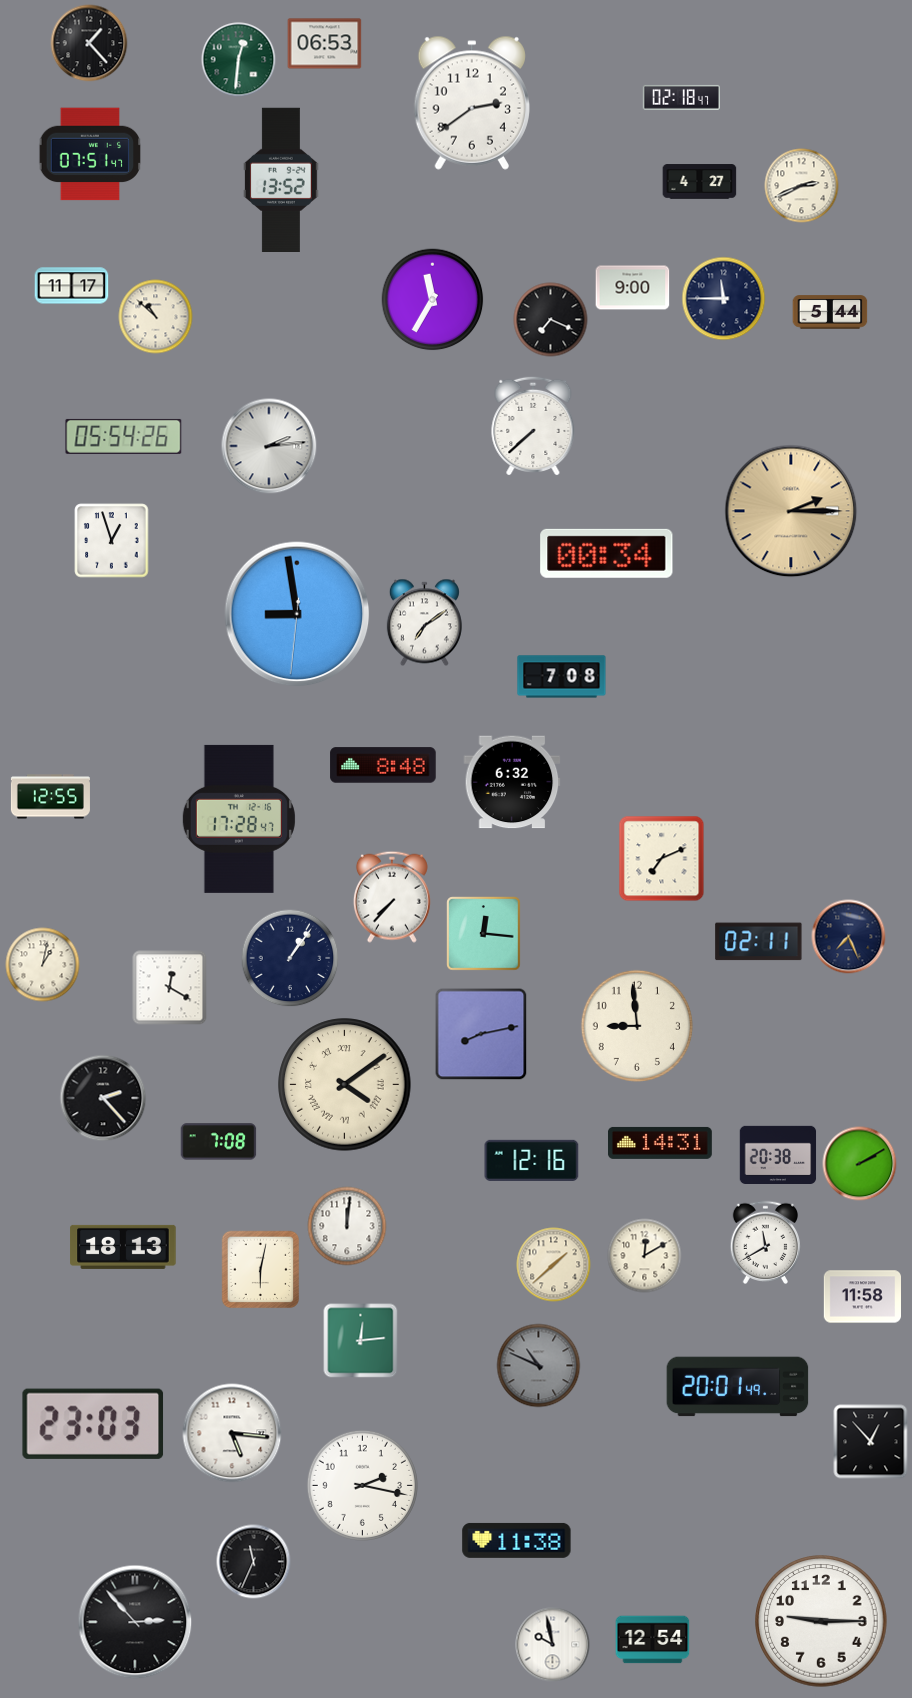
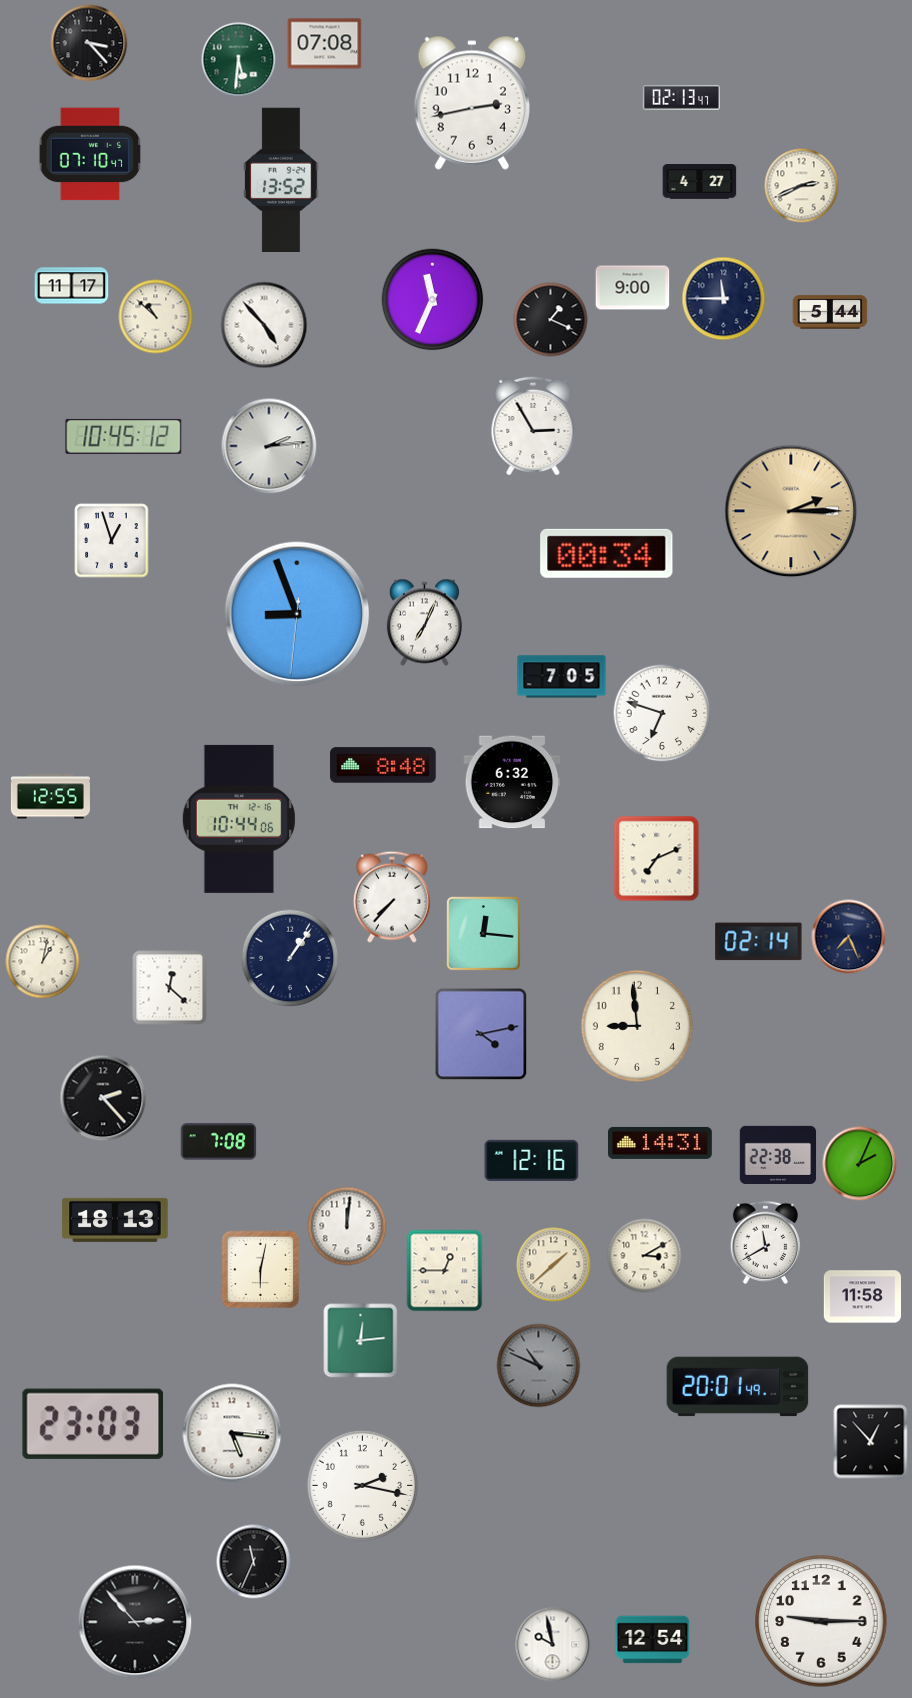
clock at (89, 43): 1:23 -> 3:23
clock at (325, 44): 06:53 -> 07:08
clock at (239, 60): 12:31 -> 5:31
clock at (681, 97): 02:18 -> 02:13
clock at (472, 103): 2:39 -> 2:43
clock at (90, 154): 07:51 -> 07:10
clock at (433, 300): 11:35 -> 11:34
clock at (551, 320): 7:19 -> 1:19
clock at (264, 325): none -> 4:53
clock at (533, 426): 7:38 -> 2:55
clock at (124, 436): 05:54 -> 10:45
clock at (297, 614): 8:58 -> 8:56
clock at (424, 623): 7:09 -> 7:04
clock at (562, 677): 7:08 -> 7:05
clock at (662, 713): none -> 6:48
clock at (239, 819): 17:28 -> 10:44
clock at (662, 859) position: (662, 859) -> (657, 859)
clock at (759, 942): 02:11 -> 02:14
clock at (43, 965) position: (43, 965) -> (43, 962)
clock at (170, 988): 12:20 -> 12:22
clock at (481, 1034): 8:13 -> 4:13
clock at (345, 1085): 4:09 -> none
clock at (778, 1154): 20:38 -> 22:38
clock at (860, 1164): 2:10 -> 2:04
clock at (123, 1247) position: (123, 1247) -> (115, 1220)
clock at (645, 1256): 12:10 -> 3:10
clock at (445, 1271): none -> 12:45
clock at (517, 1540): 11:38 -> none
